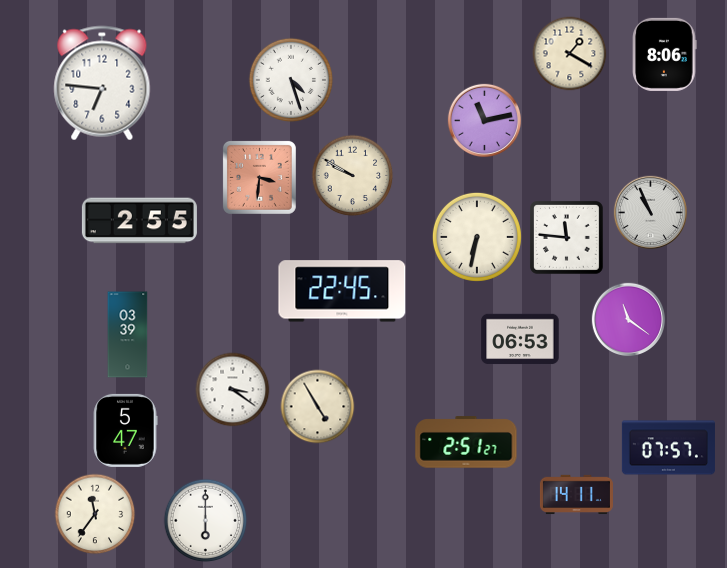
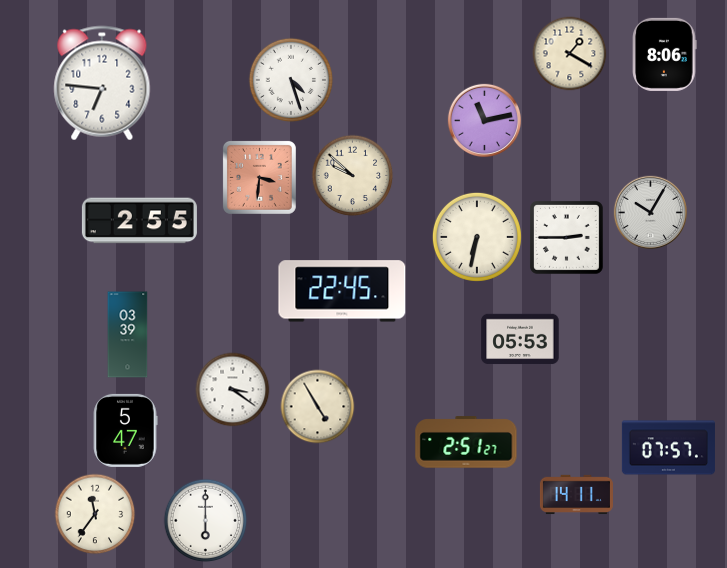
clock at (353, 176): 9:50 -> 9:52
clock at (651, 213): 10:56 -> 10:05
clock at (566, 237): 11:46 -> 2:45
clock at (629, 320): 11:21 -> none
clock at (520, 339): 06:53 -> 05:53
